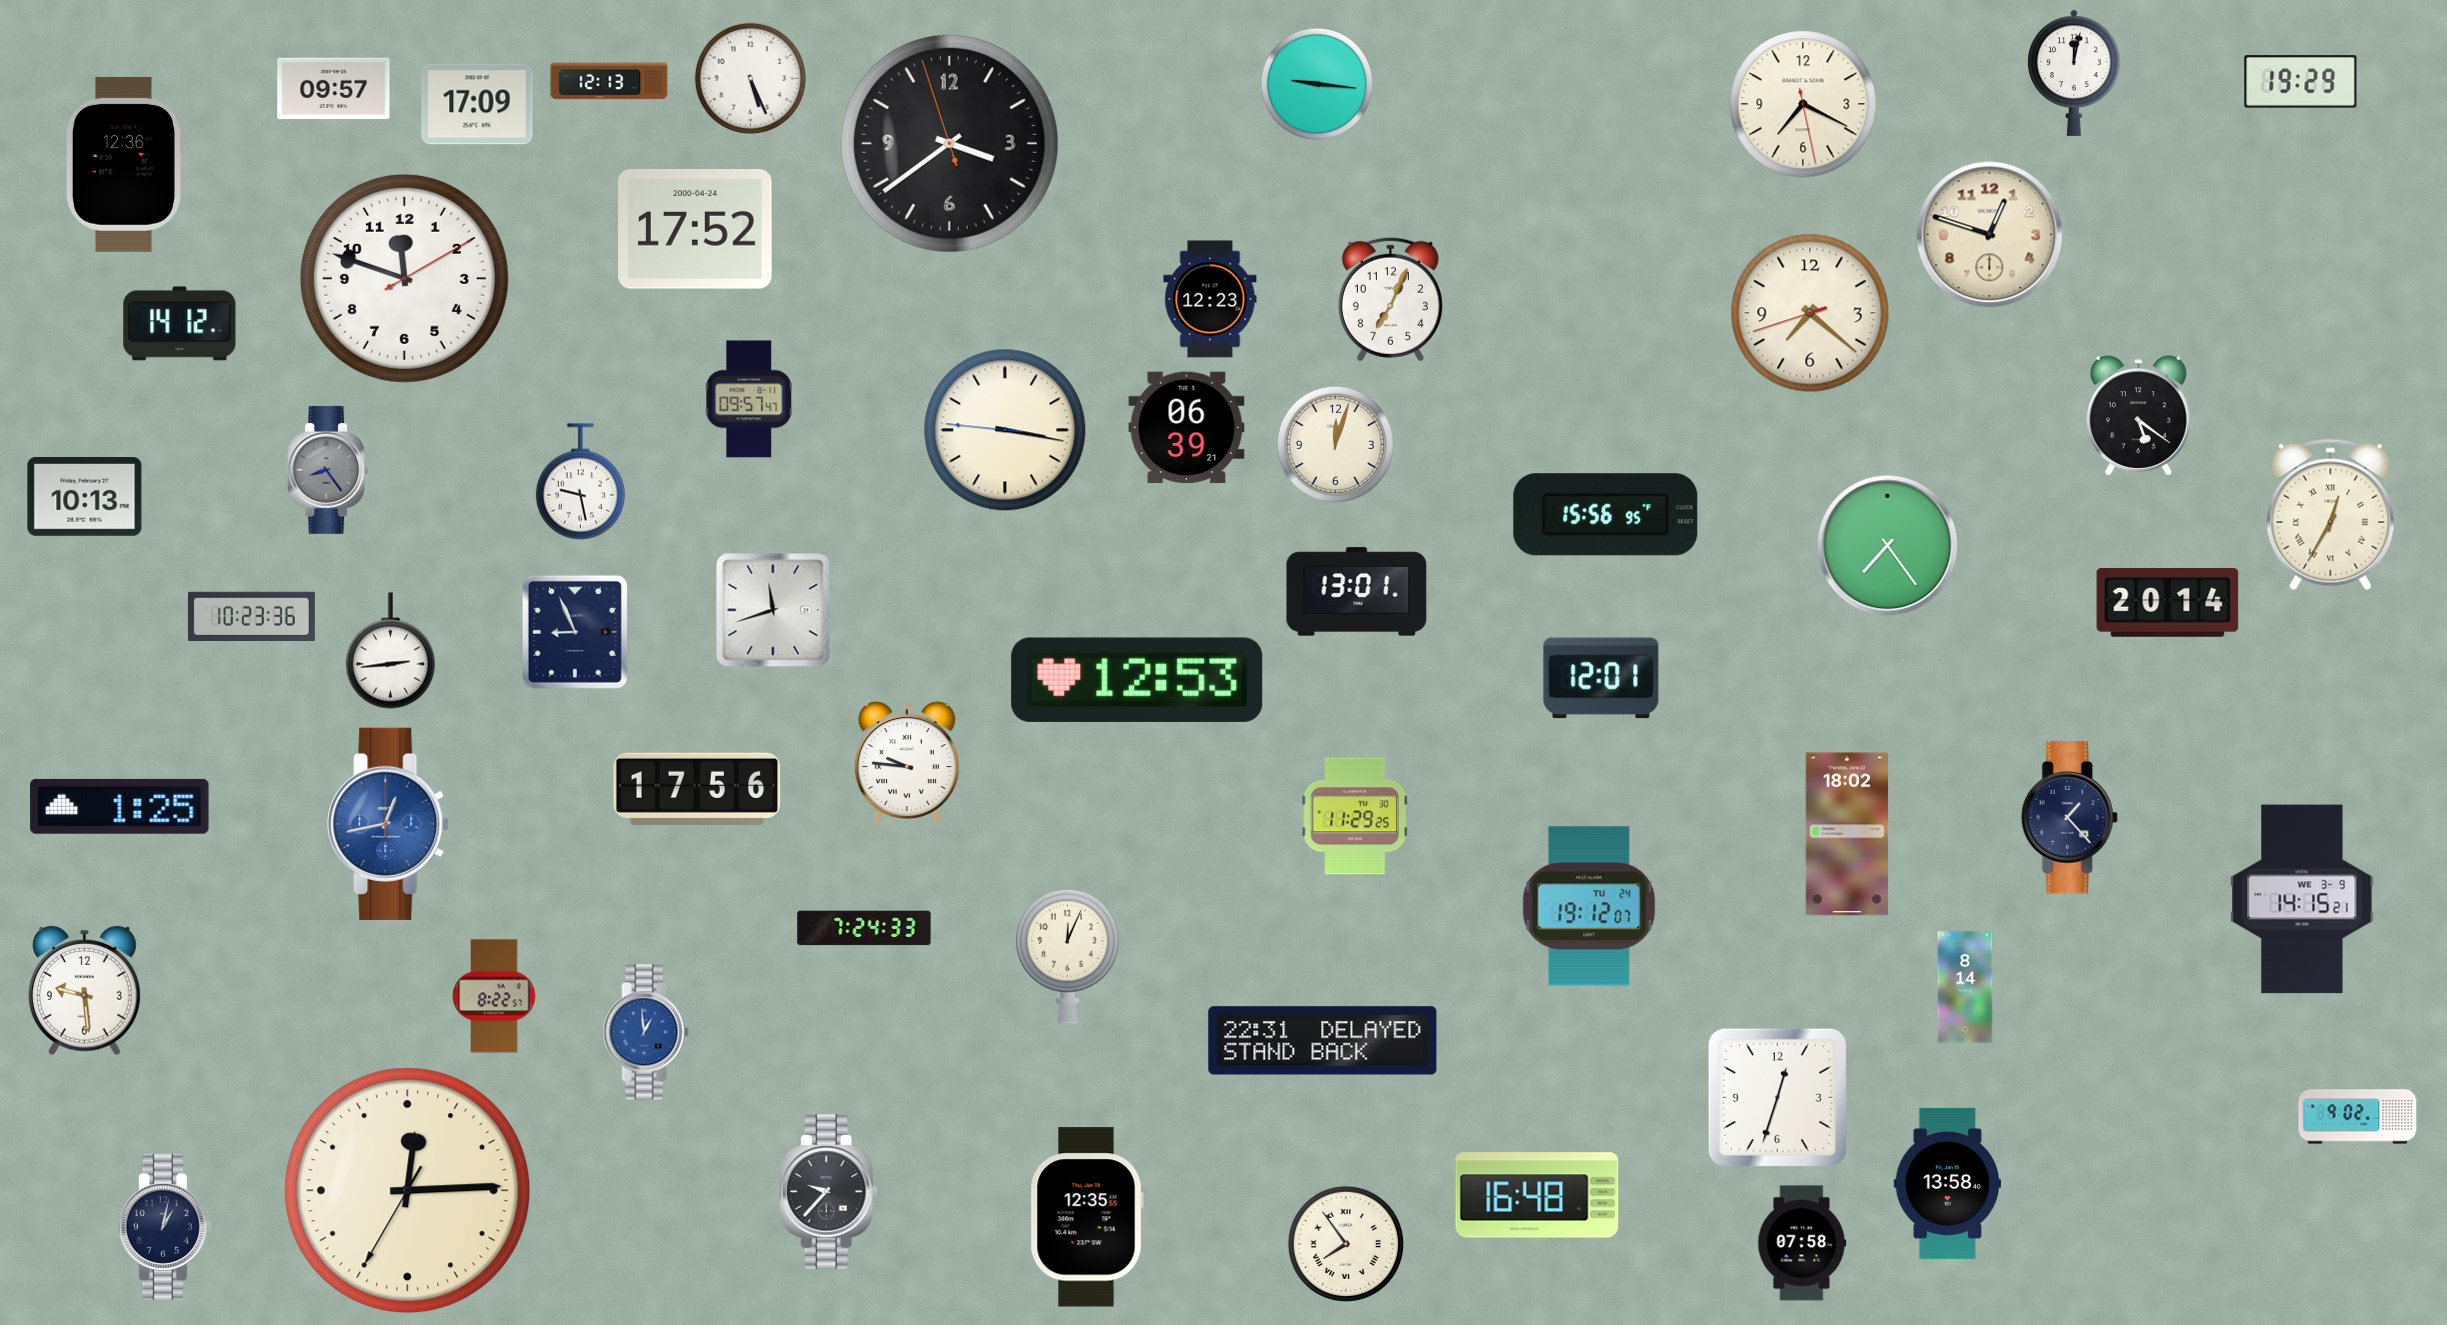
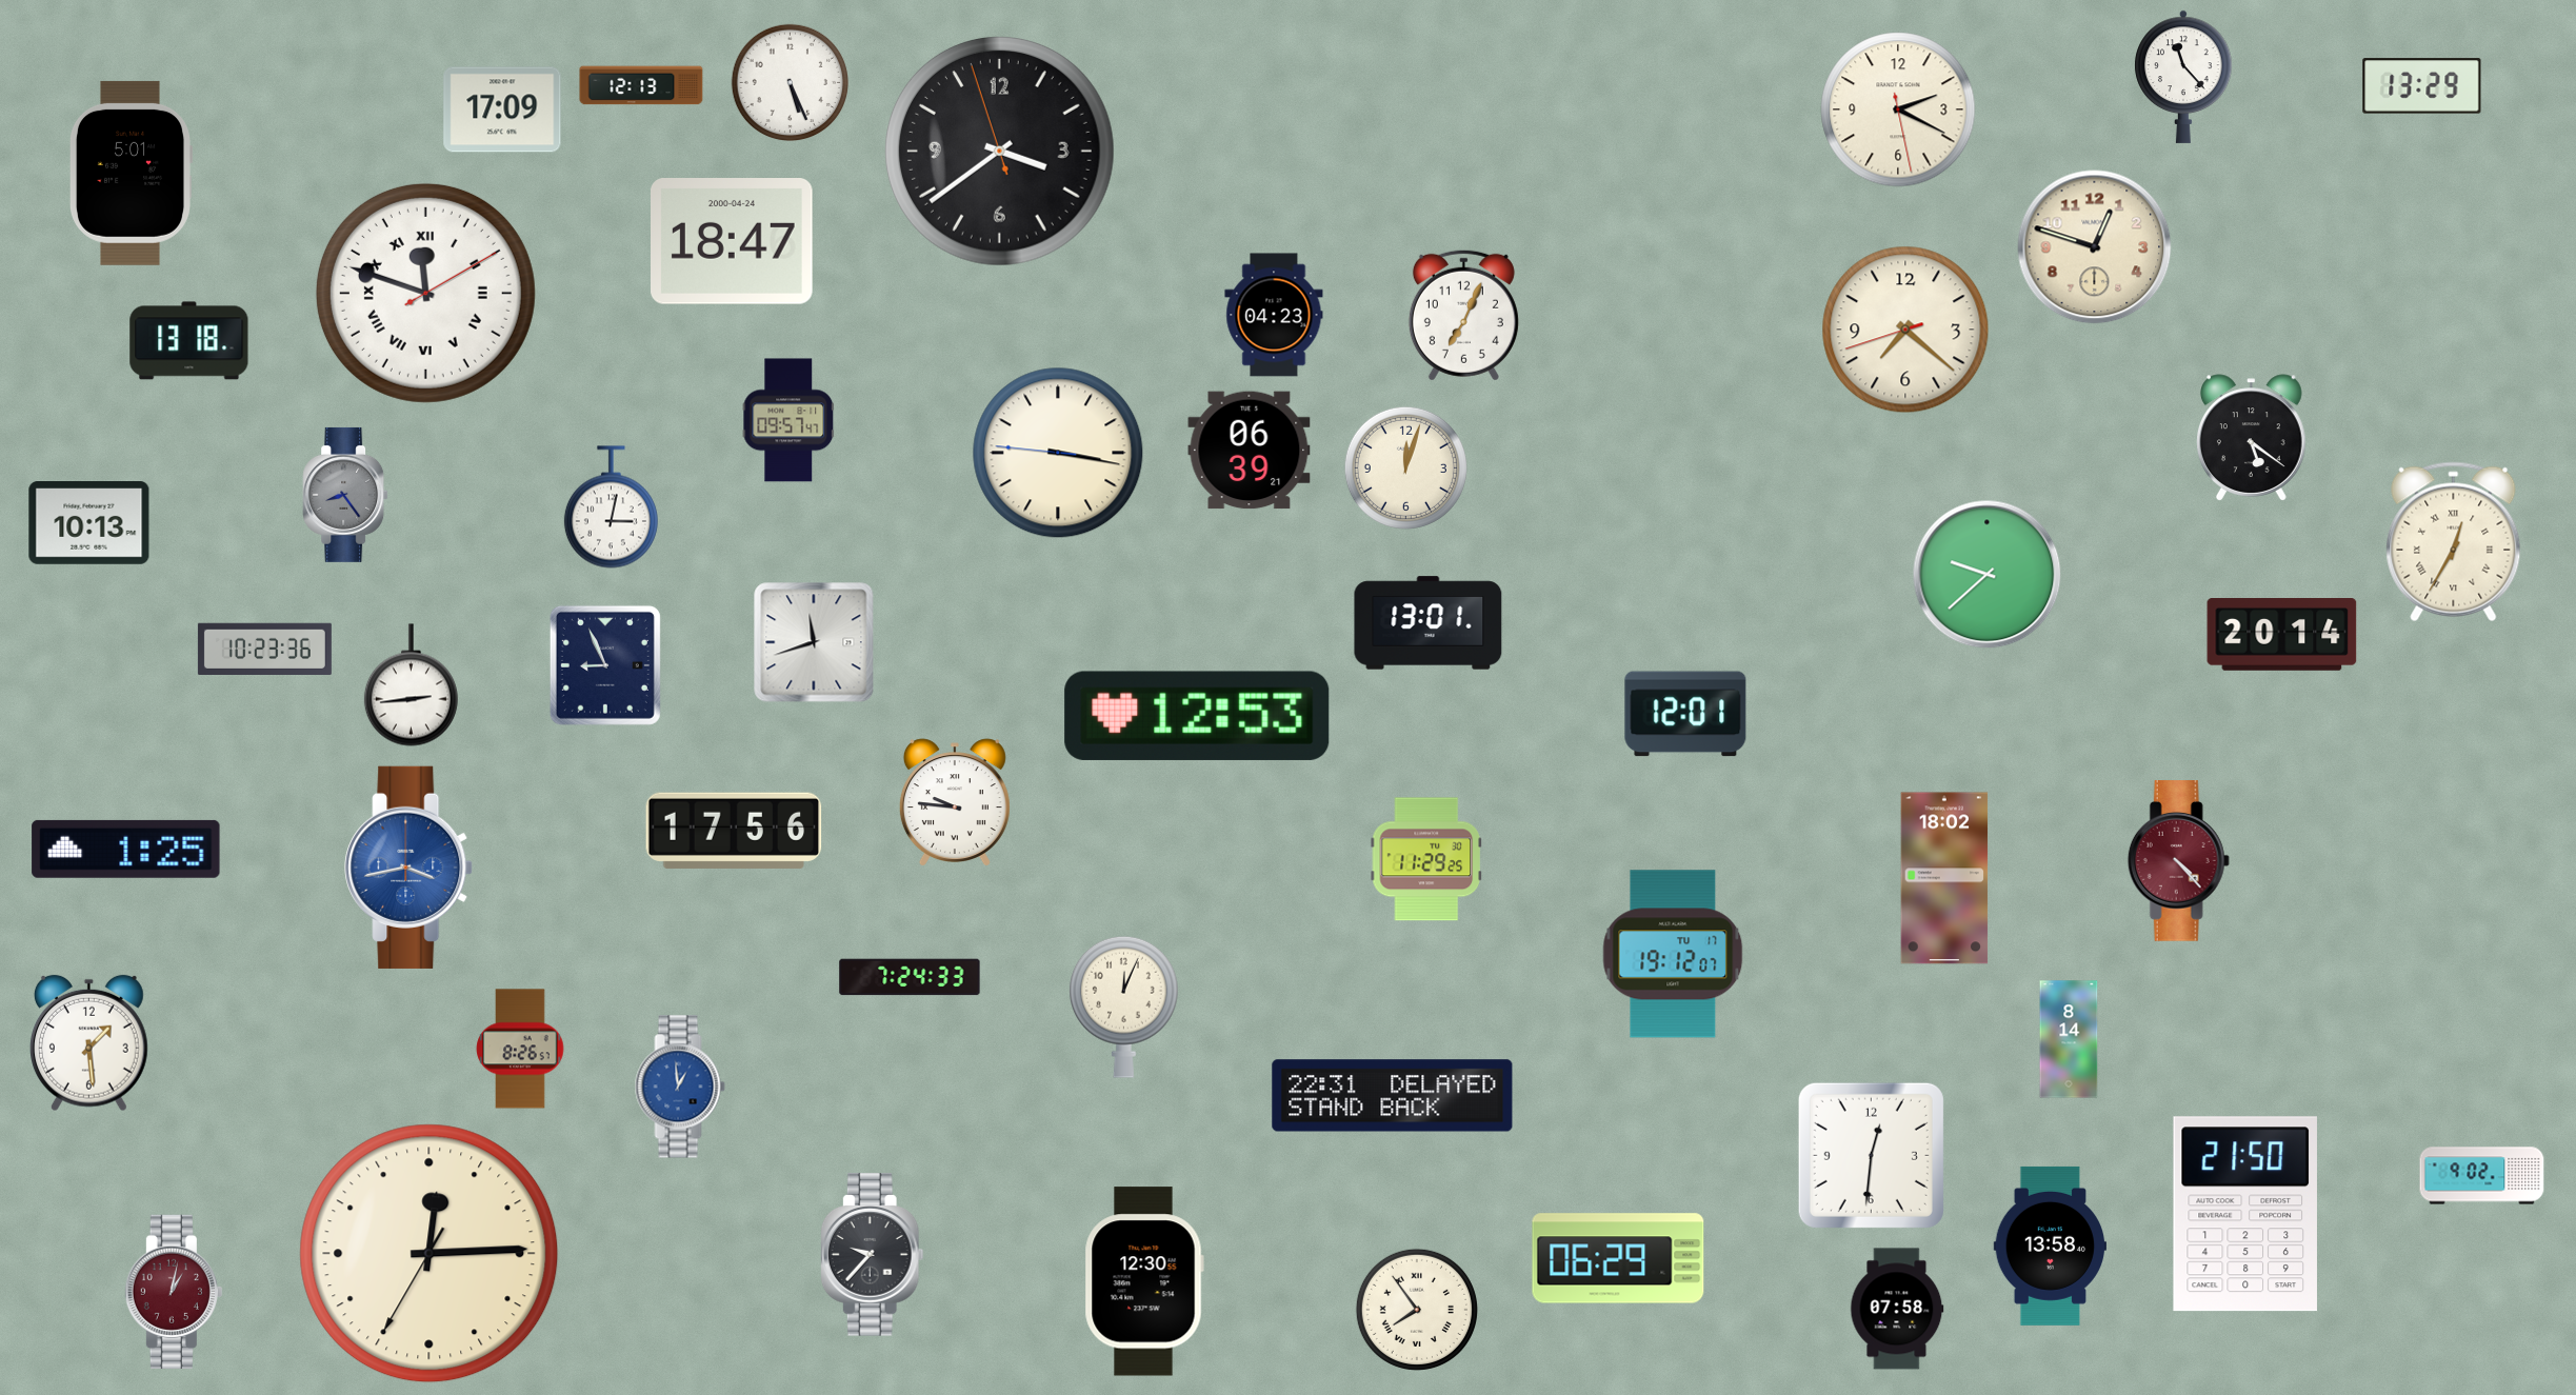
clock at (2074, 73): 12:02 -> 11:23
clock at (2301, 82): 19:29 -> 13:29
clock at (1316, 83): 9:16 -> none
clock at (334, 89): 09:57 -> none
clock at (1803, 104): 7:19 -> 2:19
clock at (124, 164): 12:36 -> 5:01
clock at (696, 230): 17:52 -> 18:47
clock at (404, 278) numerals: Arabic -> Roman
clock at (1210, 299): 12:23 -> 04:23
clock at (180, 324): 14:12 -> 13:18
clock at (580, 482): 9:28 -> 3:02
clock at (1606, 515): 15:56 -> none
clock at (1888, 546): 7:24 -> 9:38
clock at (2069, 818): 1:23 -> 4:23
clock at (2069, 818) dial: navy -> burgundy
clock at (388, 824): 12:43 -> 3:43
clock at (2302, 899): 14:15 -> none
clock at (1589, 906) date: TU 24 -> TU 17
clock at (84, 991): 9:29 -> 1:29
clock at (494, 996): 8:22 -> 8:26
clock at (1777, 1097): 12:33 -> 12:31
clock at (2245, 1214): none -> 21:50
clock at (1537, 1195): 16:48 -> 06:29
clock at (1087, 1217): 12:35 -> 12:30
clock at (165, 1227) dial: navy -> burgundy
